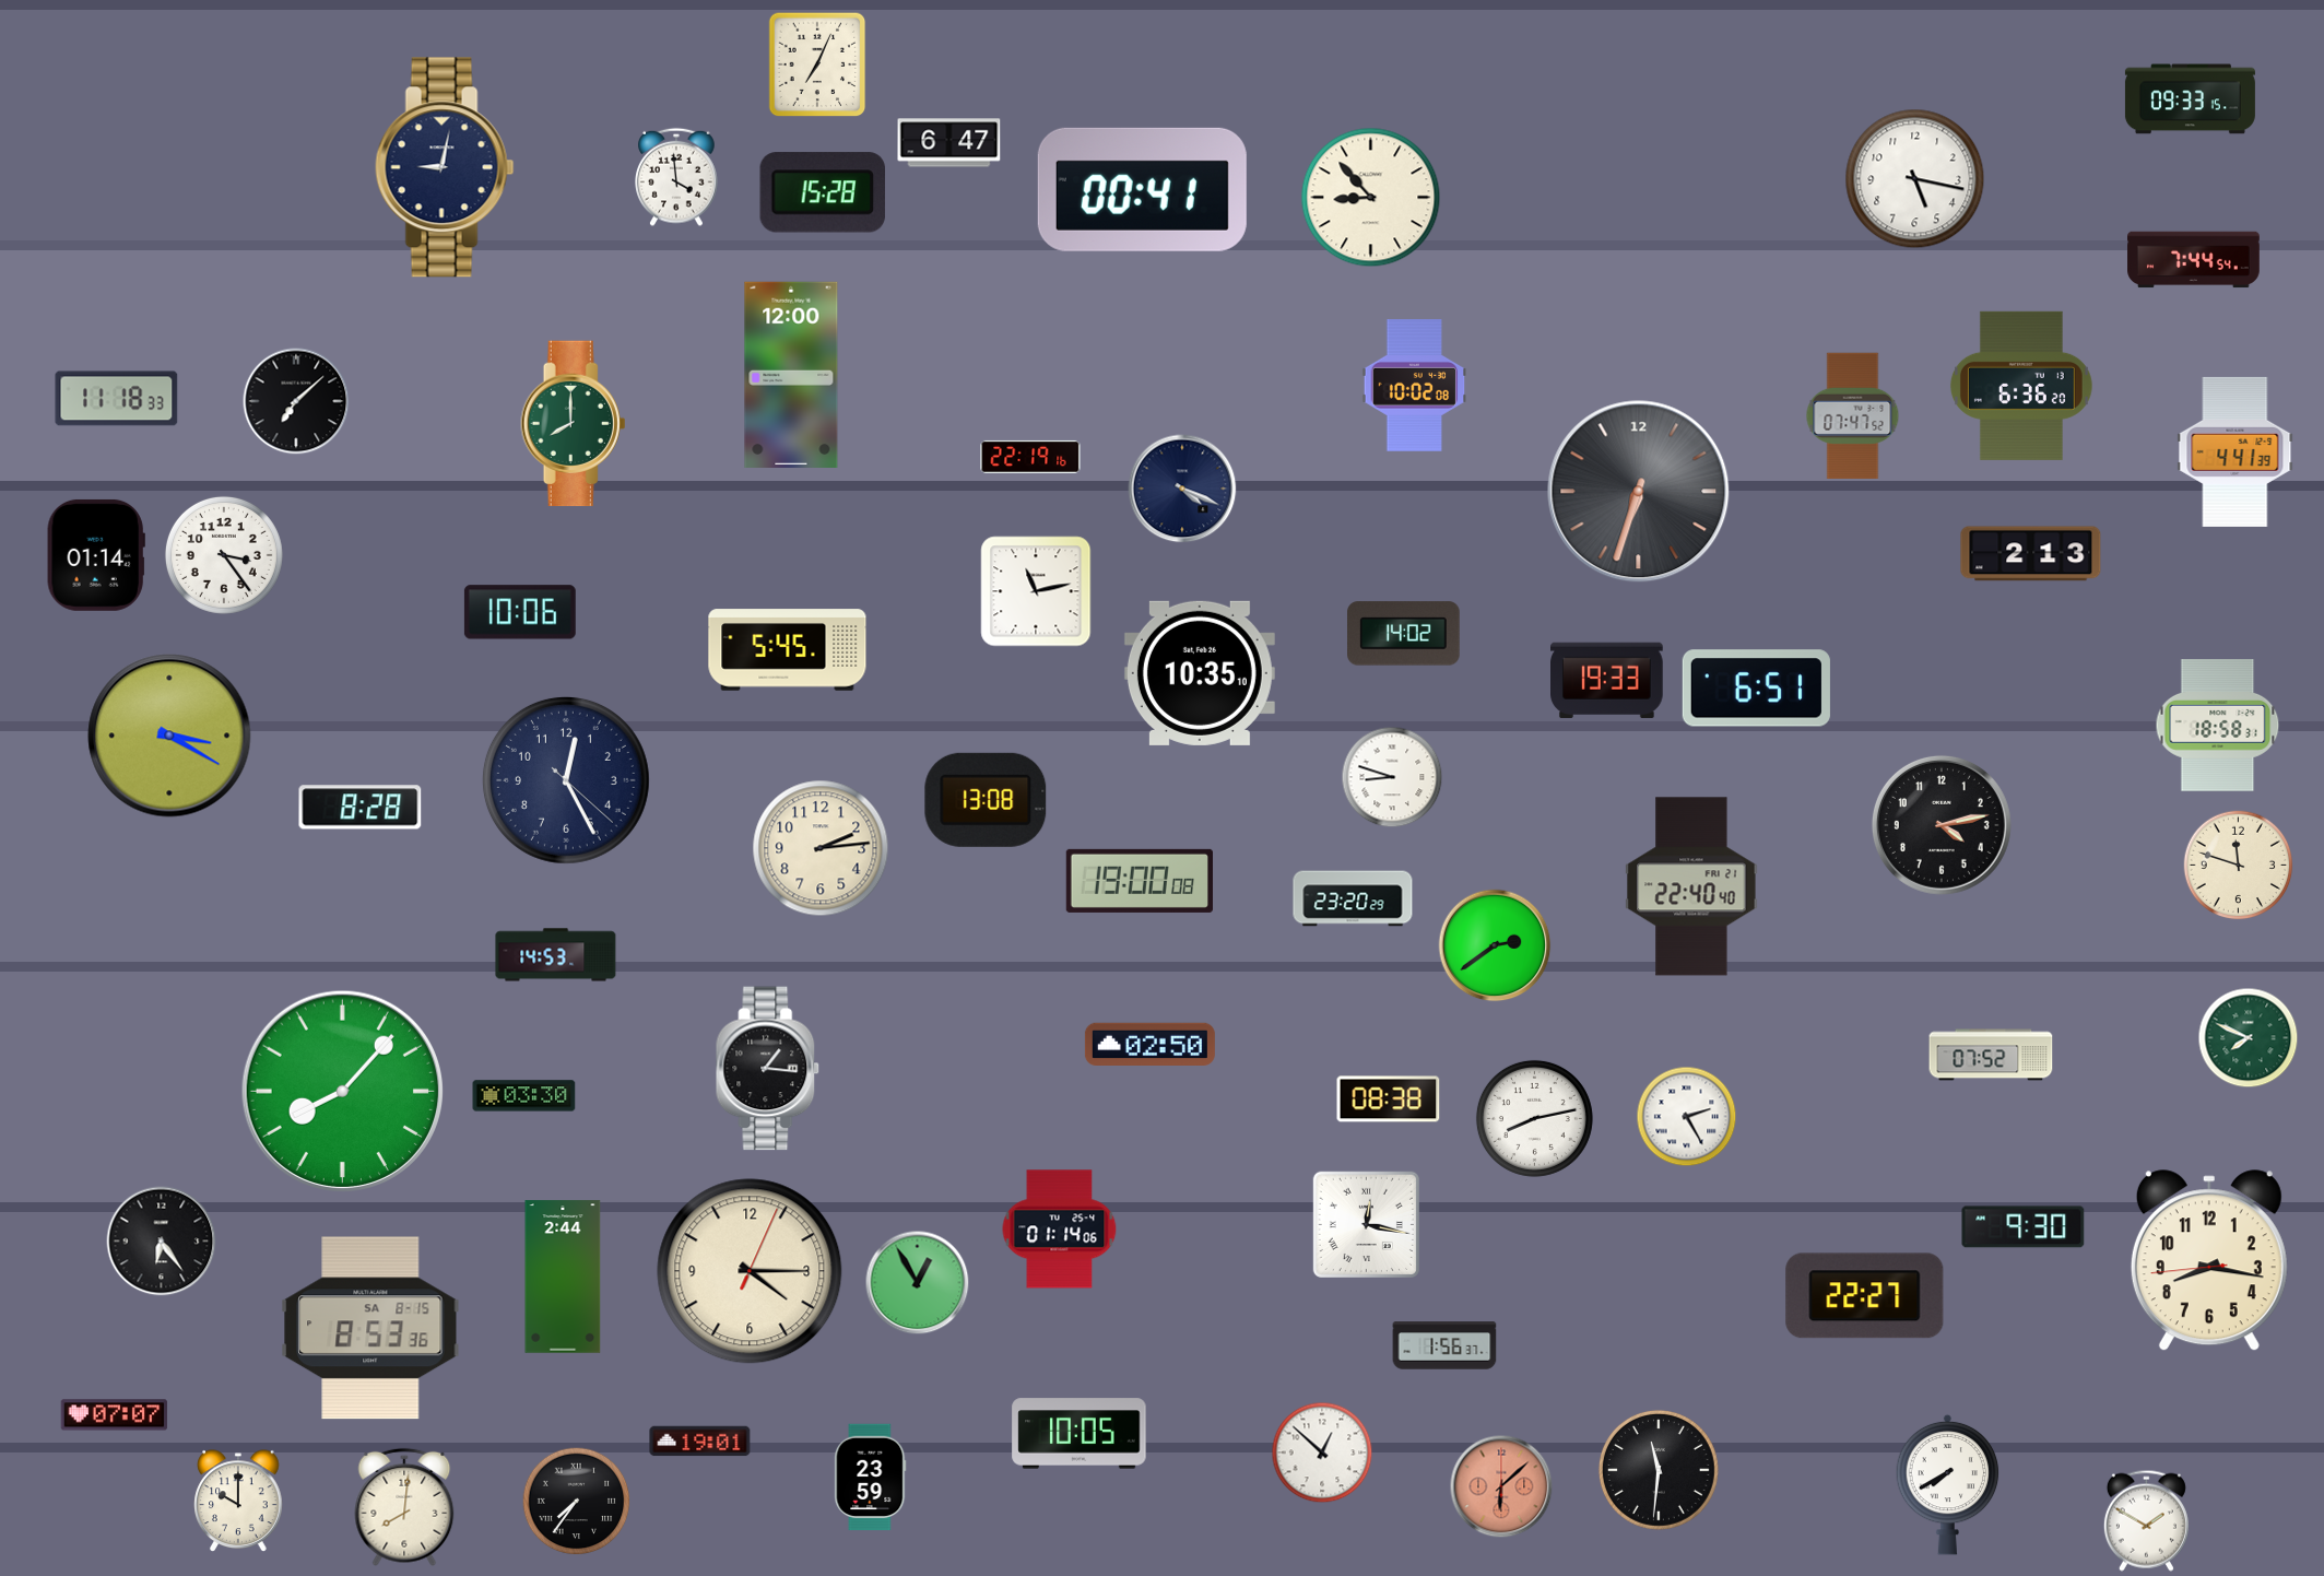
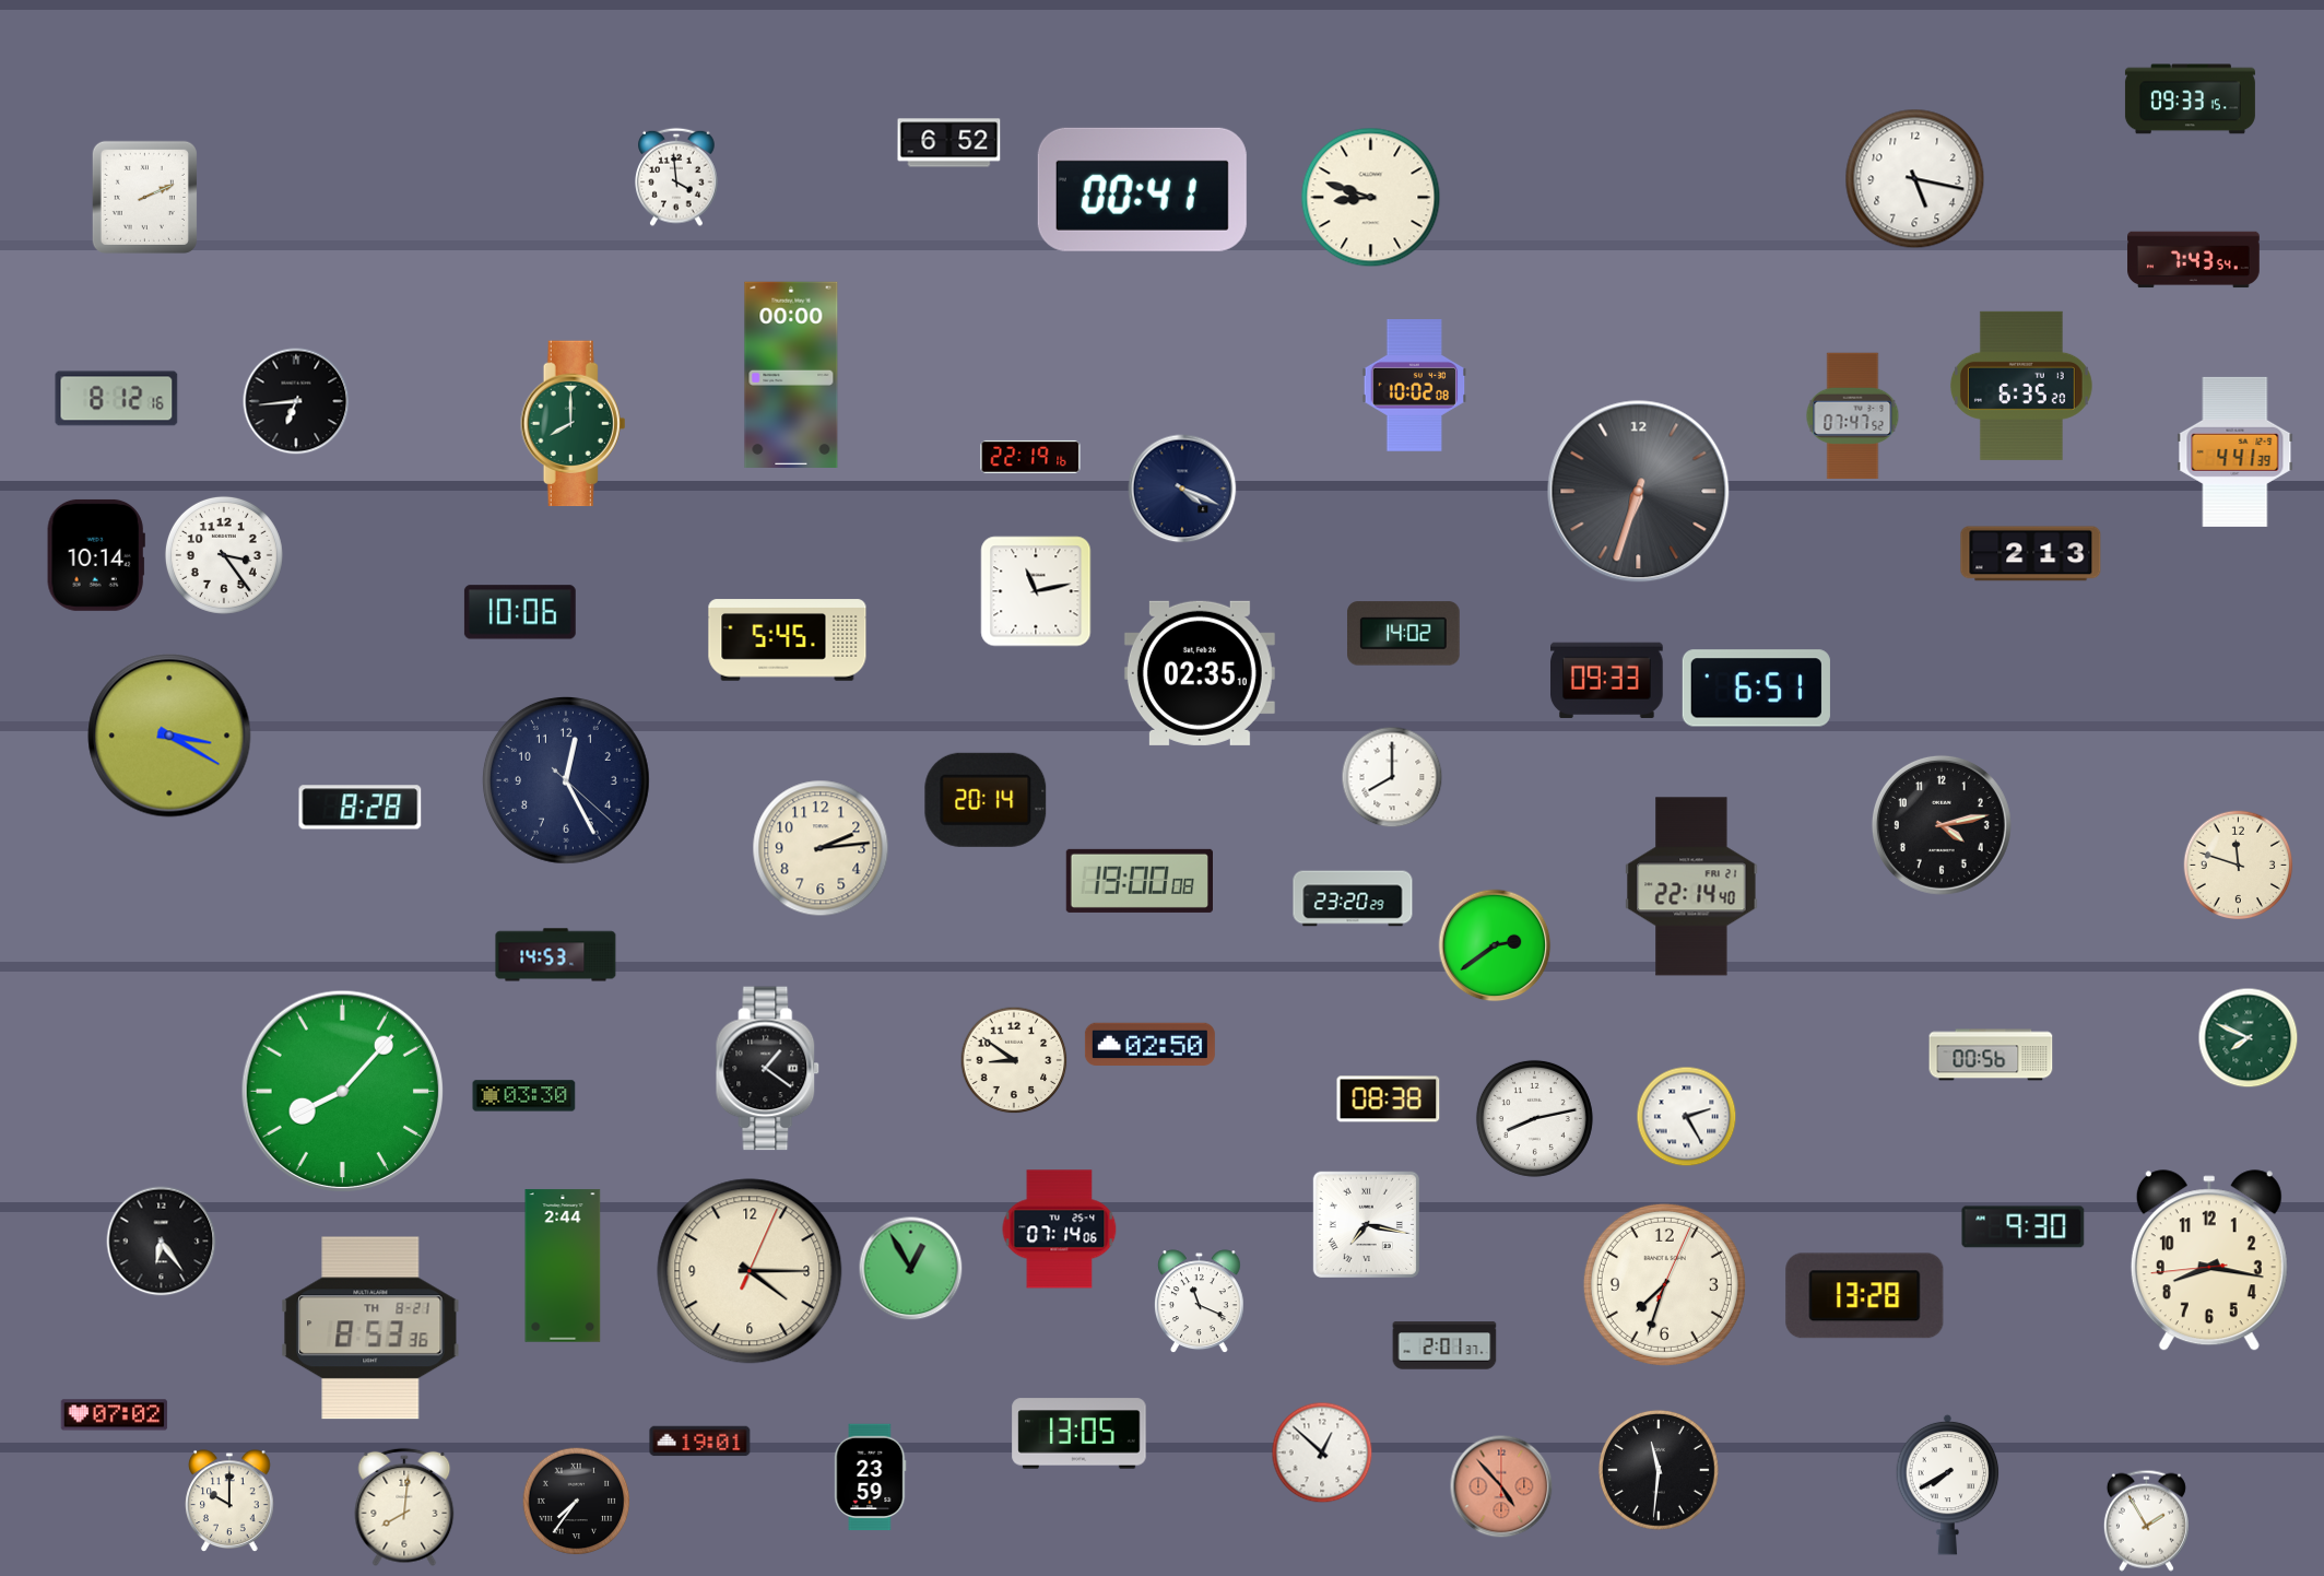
clock at (817, 64): 7:04 -> none
clock at (949, 143): 6:47 -> 6:52
clock at (445, 167): 9:02 -> none
clock at (823, 192): 15:28 -> none
clock at (144, 197): none -> 2:11
clock at (1371, 198): 8:53 -> 8:48
clock at (2194, 260): 7:44 -> 7:43
clock at (791, 374): 12:00 -> 00:00
clock at (2021, 386): 6:36 -> 6:35
clock at (117, 399): 11:18 -> 8:12
clock at (296, 401): 7:08 -> 6:44
clock at (96, 555): 01:14 -> 10:14
clock at (788, 650) position: (788, 650) -> (788, 640)
clock at (1200, 673): 10:35 -> 02:35
clock at (1607, 680): 19:33 -> 09:33
clock at (2218, 726): 18:58 -> none
clock at (1392, 777): 8:48 -> 8:00
clock at (986, 800): 13:08 -> 20:14
clock at (1691, 886): 22:40 -> 22:14
clock at (1991, 1055): 07:52 -> 00:56
clock at (1014, 1060): none -> 8:51
clock at (768, 1069): 1:16 -> 1:21
clock at (1366, 1224): 12:17 -> 7:17
clock at (1060, 1230): 01:14 -> 07:14
clock at (563, 1277) position: (563, 1277) -> (563, 1266)
clock at (918, 1283) position: (918, 1283) -> (911, 1269)
clock at (1664, 1284): none -> 7:33
clock at (1865, 1296): 22:27 -> 13:28
clock at (1199, 1302): none -> 11:19
clock at (370, 1328) date: SA 8-15 -> TH 8-21
clock at (1444, 1345): 1:56 -> 2:01
clock at (115, 1415): 07:07 -> 07:02
clock at (1080, 1434): 10:05 -> 13:05
clock at (1501, 1486): 6:08 -> 4:53
clock at (238, 1501) position: (238, 1501) -> (229, 1501)
clock at (2146, 1520): 1:50 -> 1:55
